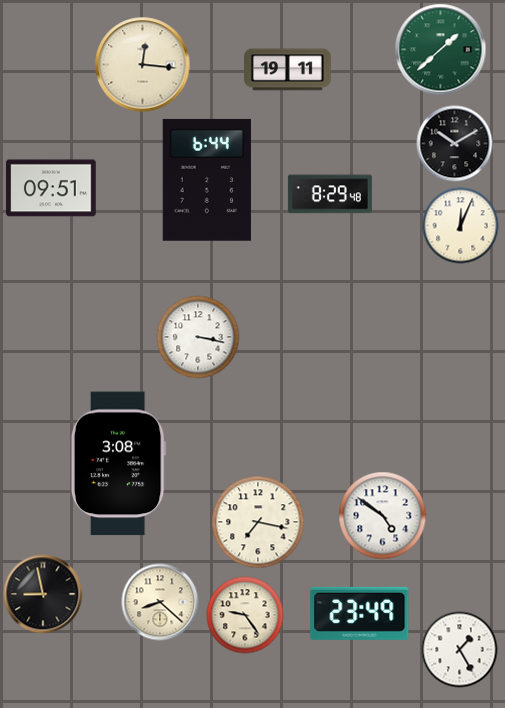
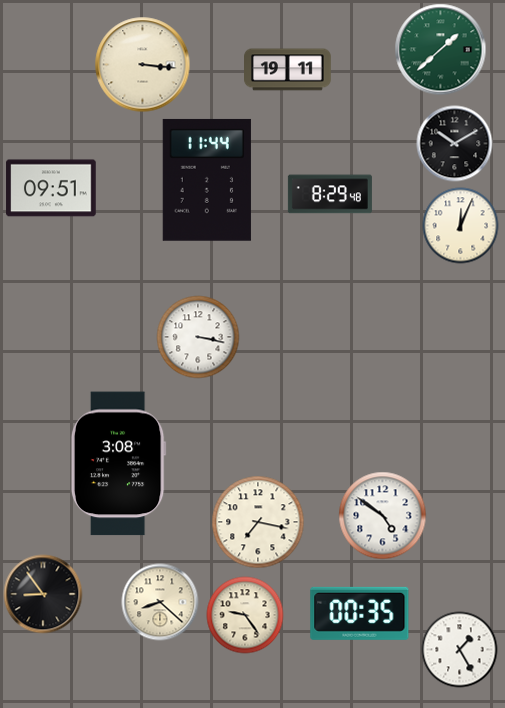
clock at (143, 65): 12:16 -> 3:16
clock at (207, 180): 6:44 -> 11:44
clock at (43, 594): 8:58 -> 8:54
clock at (360, 613): 23:49 -> 00:35
